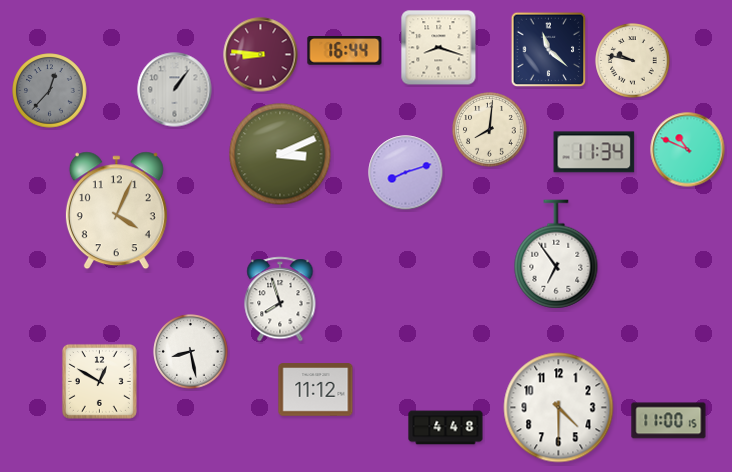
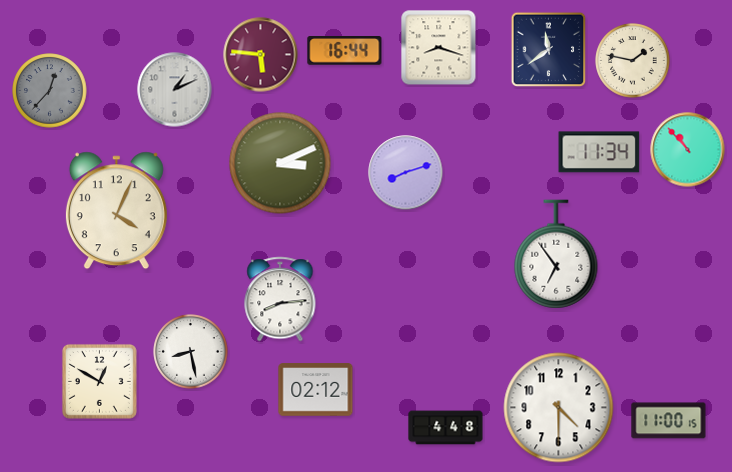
clock at (549, 50): 11:22 -> 11:39
clock at (261, 55): 8:46 -> 5:46
clock at (633, 61): 9:47 -> 1:47
clock at (175, 90): 1:06 -> 1:11
clock at (490, 130): 8:01 -> none
clock at (688, 150): 10:49 -> 10:53
clock at (594, 152) position: (594, 152) -> (599, 152)
clock at (280, 154) position: (280, 154) -> (280, 163)
clock at (280, 299): 7:57 -> 8:14
clock at (316, 390): 11:12 -> 02:12
